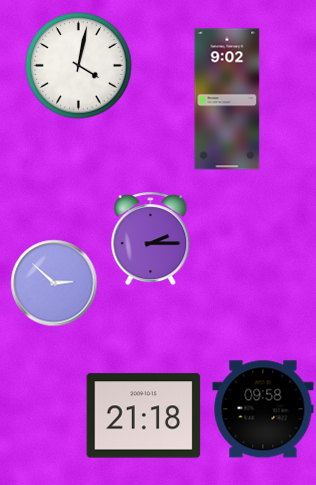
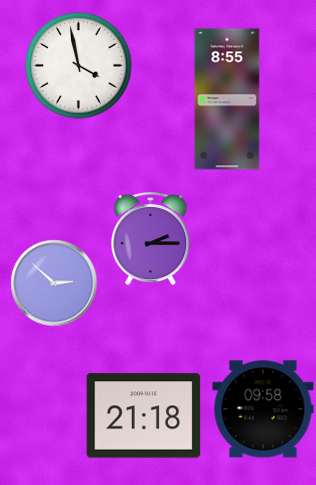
clock at (79, 66): 4:02 -> 3:58
clock at (227, 99): 9:02 -> 8:55
